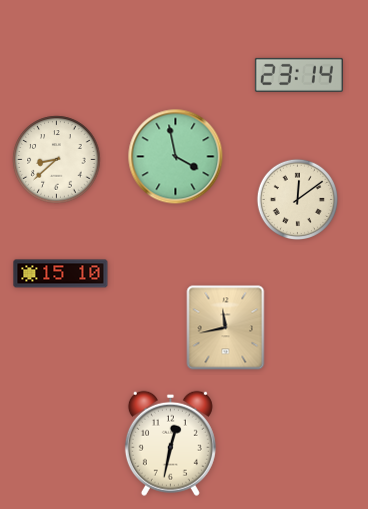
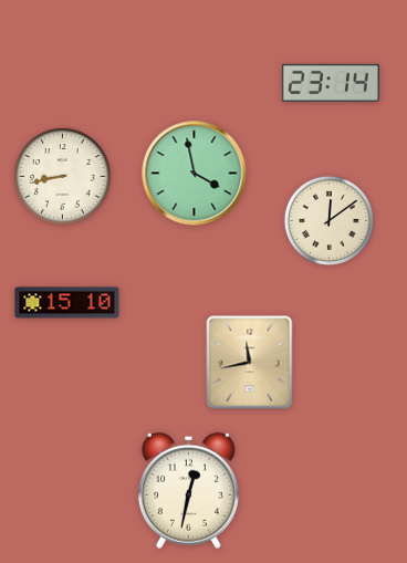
clock at (57, 160): 8:38 -> 8:43
